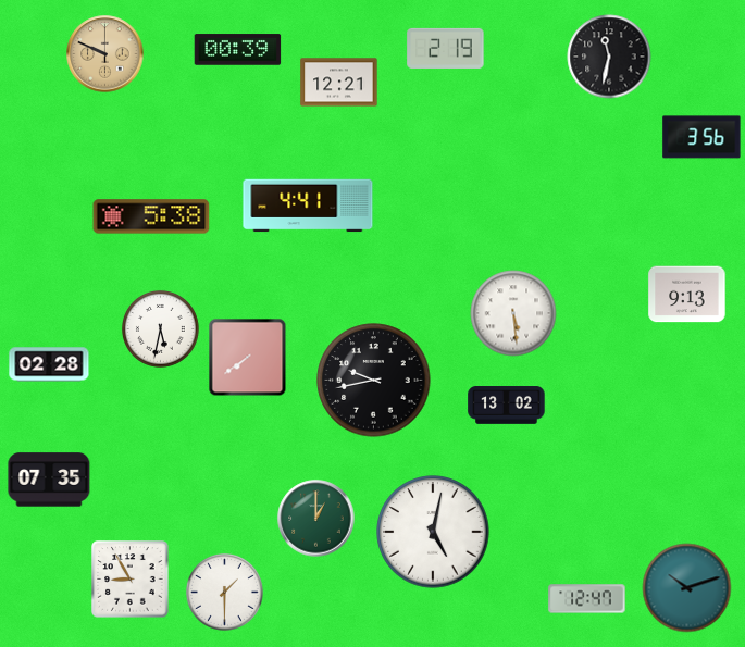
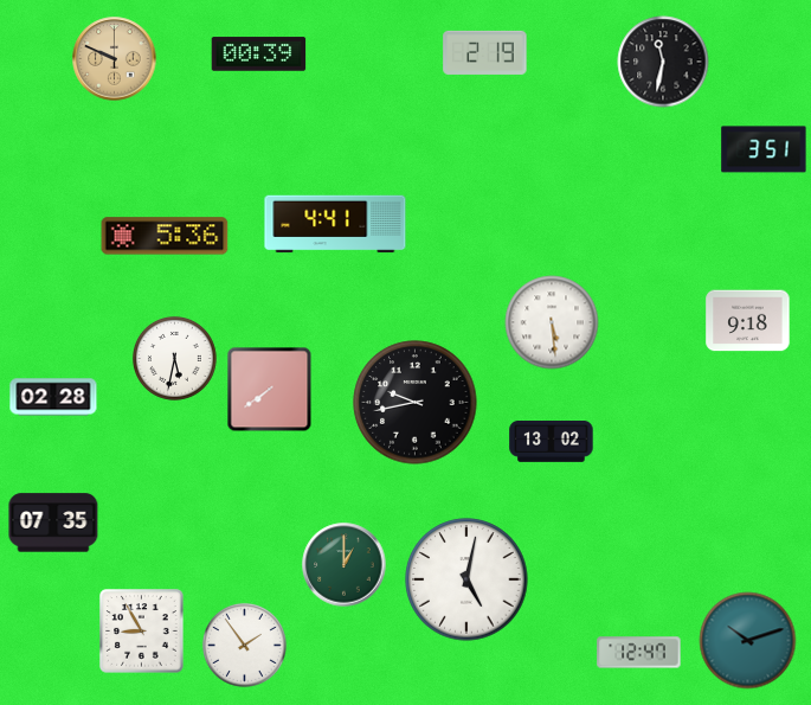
clock at (339, 83): 12:21 -> none
clock at (701, 137): 3:56 -> 3:51
clock at (151, 216): 5:38 -> 5:36
clock at (687, 295): 9:13 -> 9:18
clock at (513, 313) position: (513, 313) -> (552, 322)
clock at (374, 381) position: (374, 381) -> (416, 403)
clock at (433, 532) position: (433, 532) -> (466, 579)
clock at (224, 592): 1:30 -> 1:54
